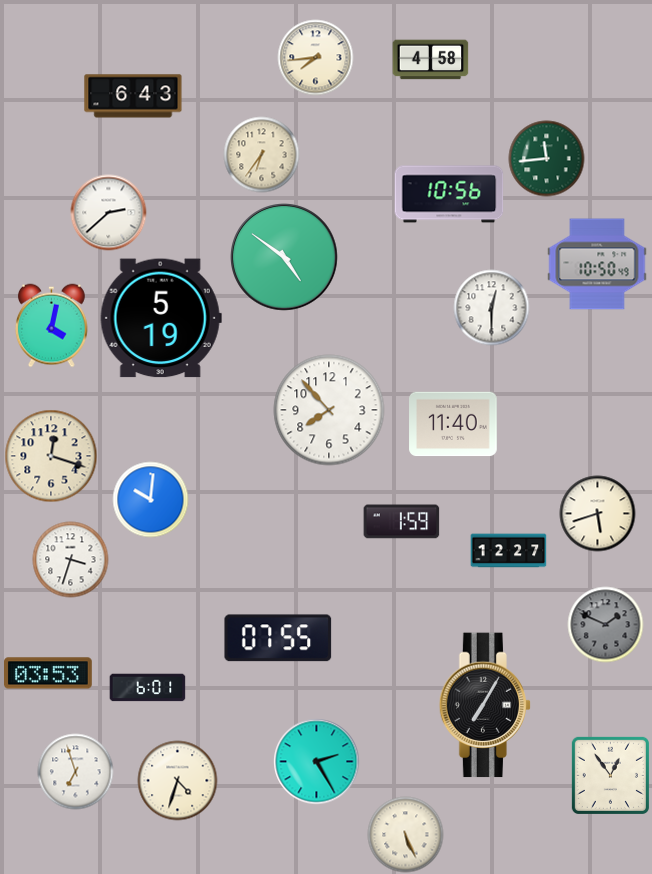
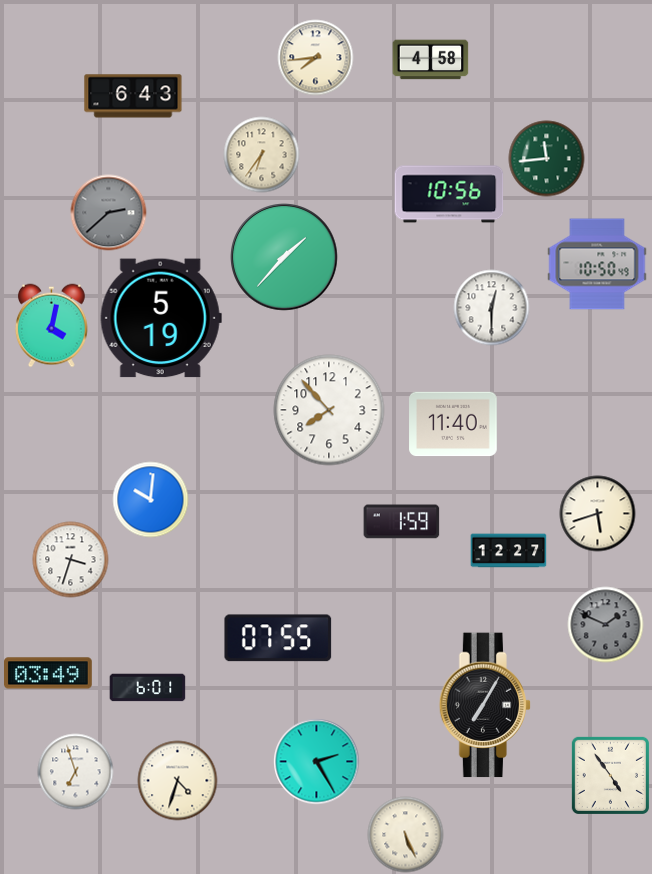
clock at (109, 213) dial: white -> grey
clock at (284, 257): 4:51 -> 1:37
clock at (51, 456): 12:18 -> none
clock at (49, 673): 03:53 -> 03:49
clock at (610, 775): 12:54 -> 4:54
